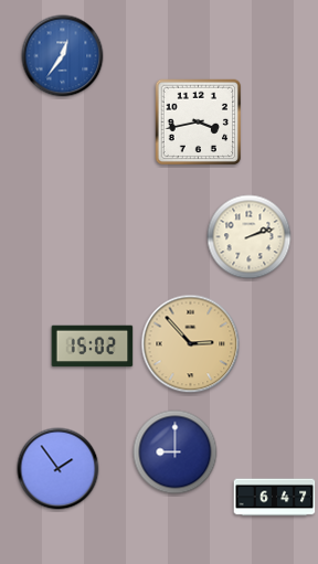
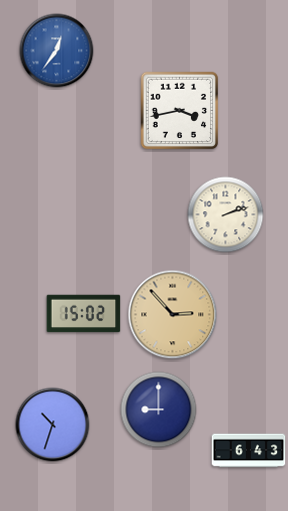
clock at (191, 344) position: (191, 344) -> (173, 315)
clock at (59, 469): 1:54 -> 10:33
clock at (275, 498): 6:47 -> 6:43
